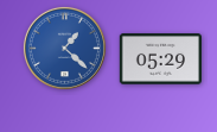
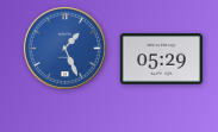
clock at (64, 48): 1:22 -> 1:26
